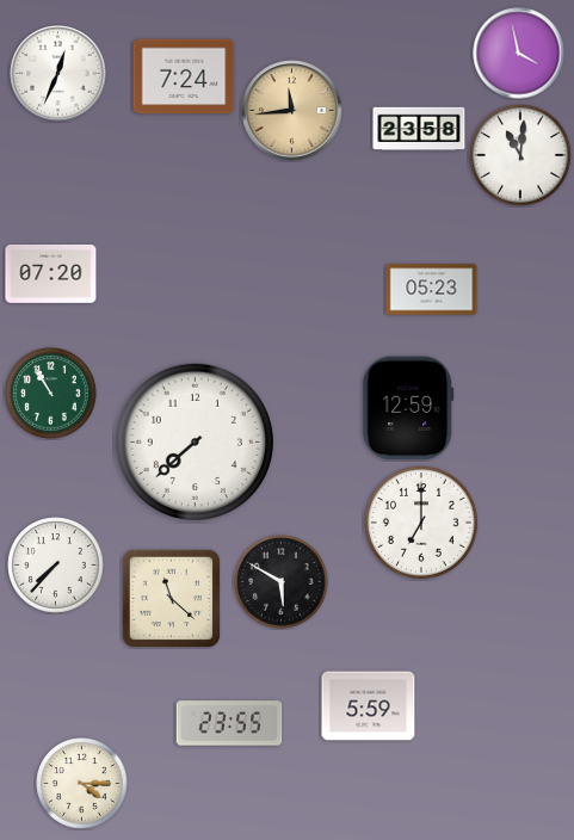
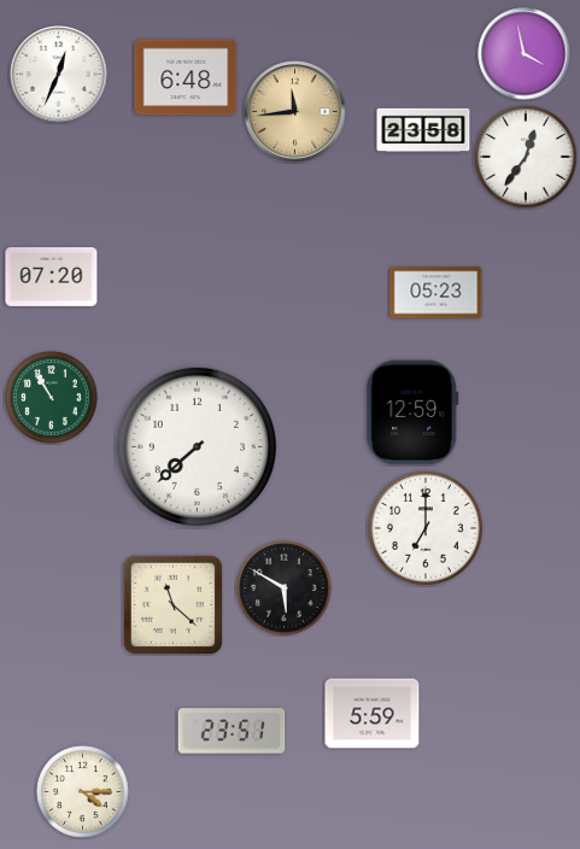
clock at (184, 76): 7:24 -> 6:48
clock at (521, 156): 11:01 -> 12:36
clock at (56, 566): 7:37 -> none
clock at (229, 723): 23:55 -> 23:51
